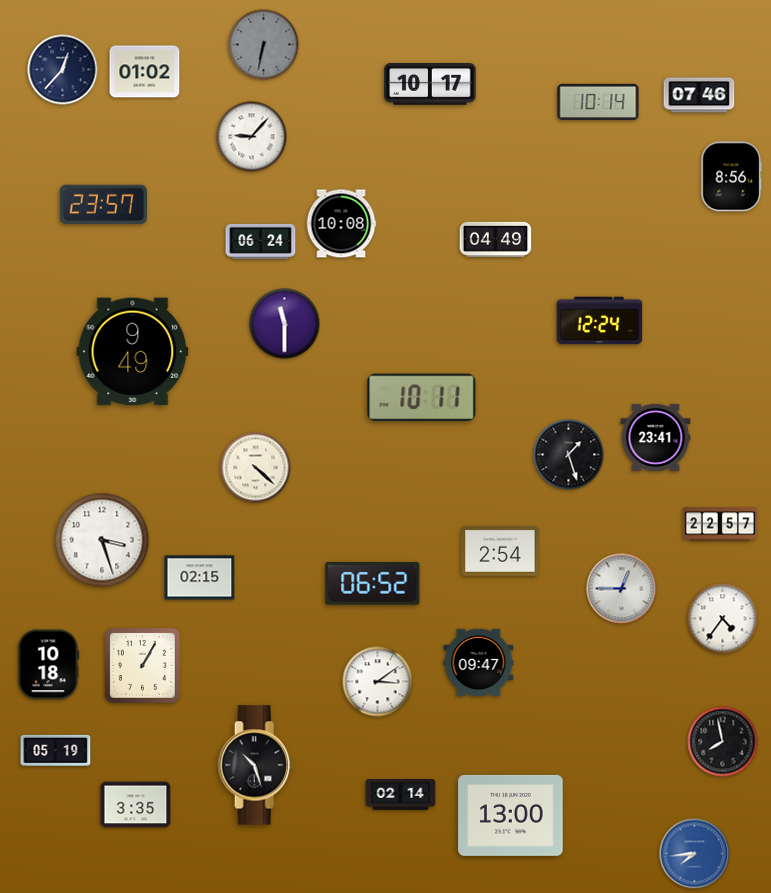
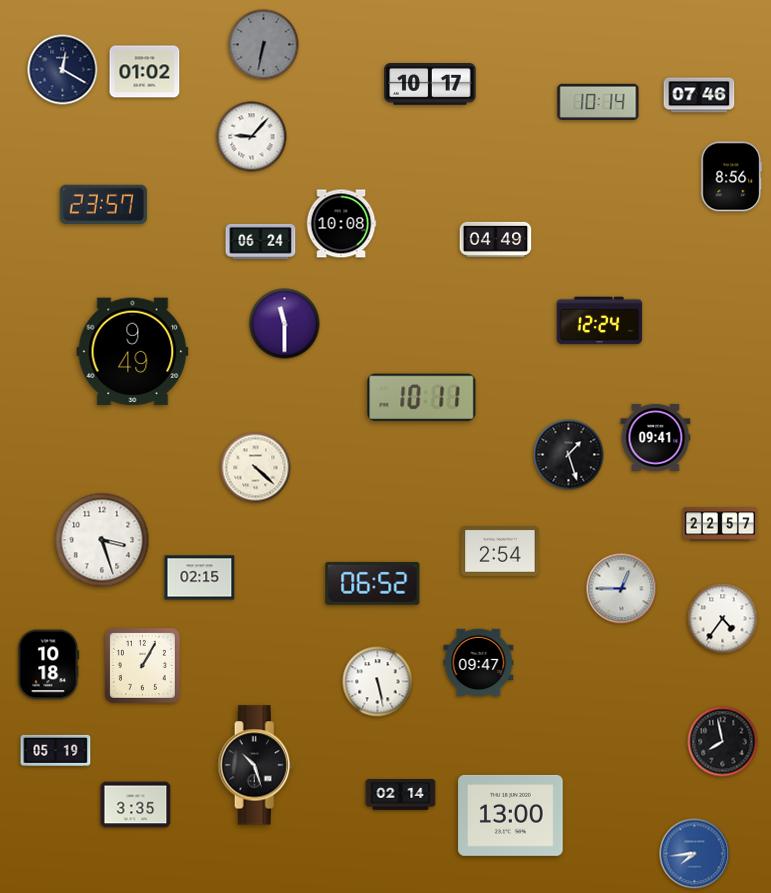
clock at (63, 70): 12:37 -> 12:20
clock at (656, 437): 23:41 -> 09:41
clock at (378, 682): 3:09 -> 5:28
